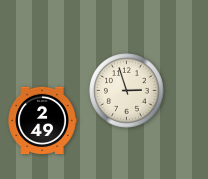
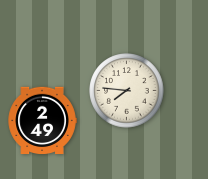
clock at (127, 91): 2:57 -> 7:46
